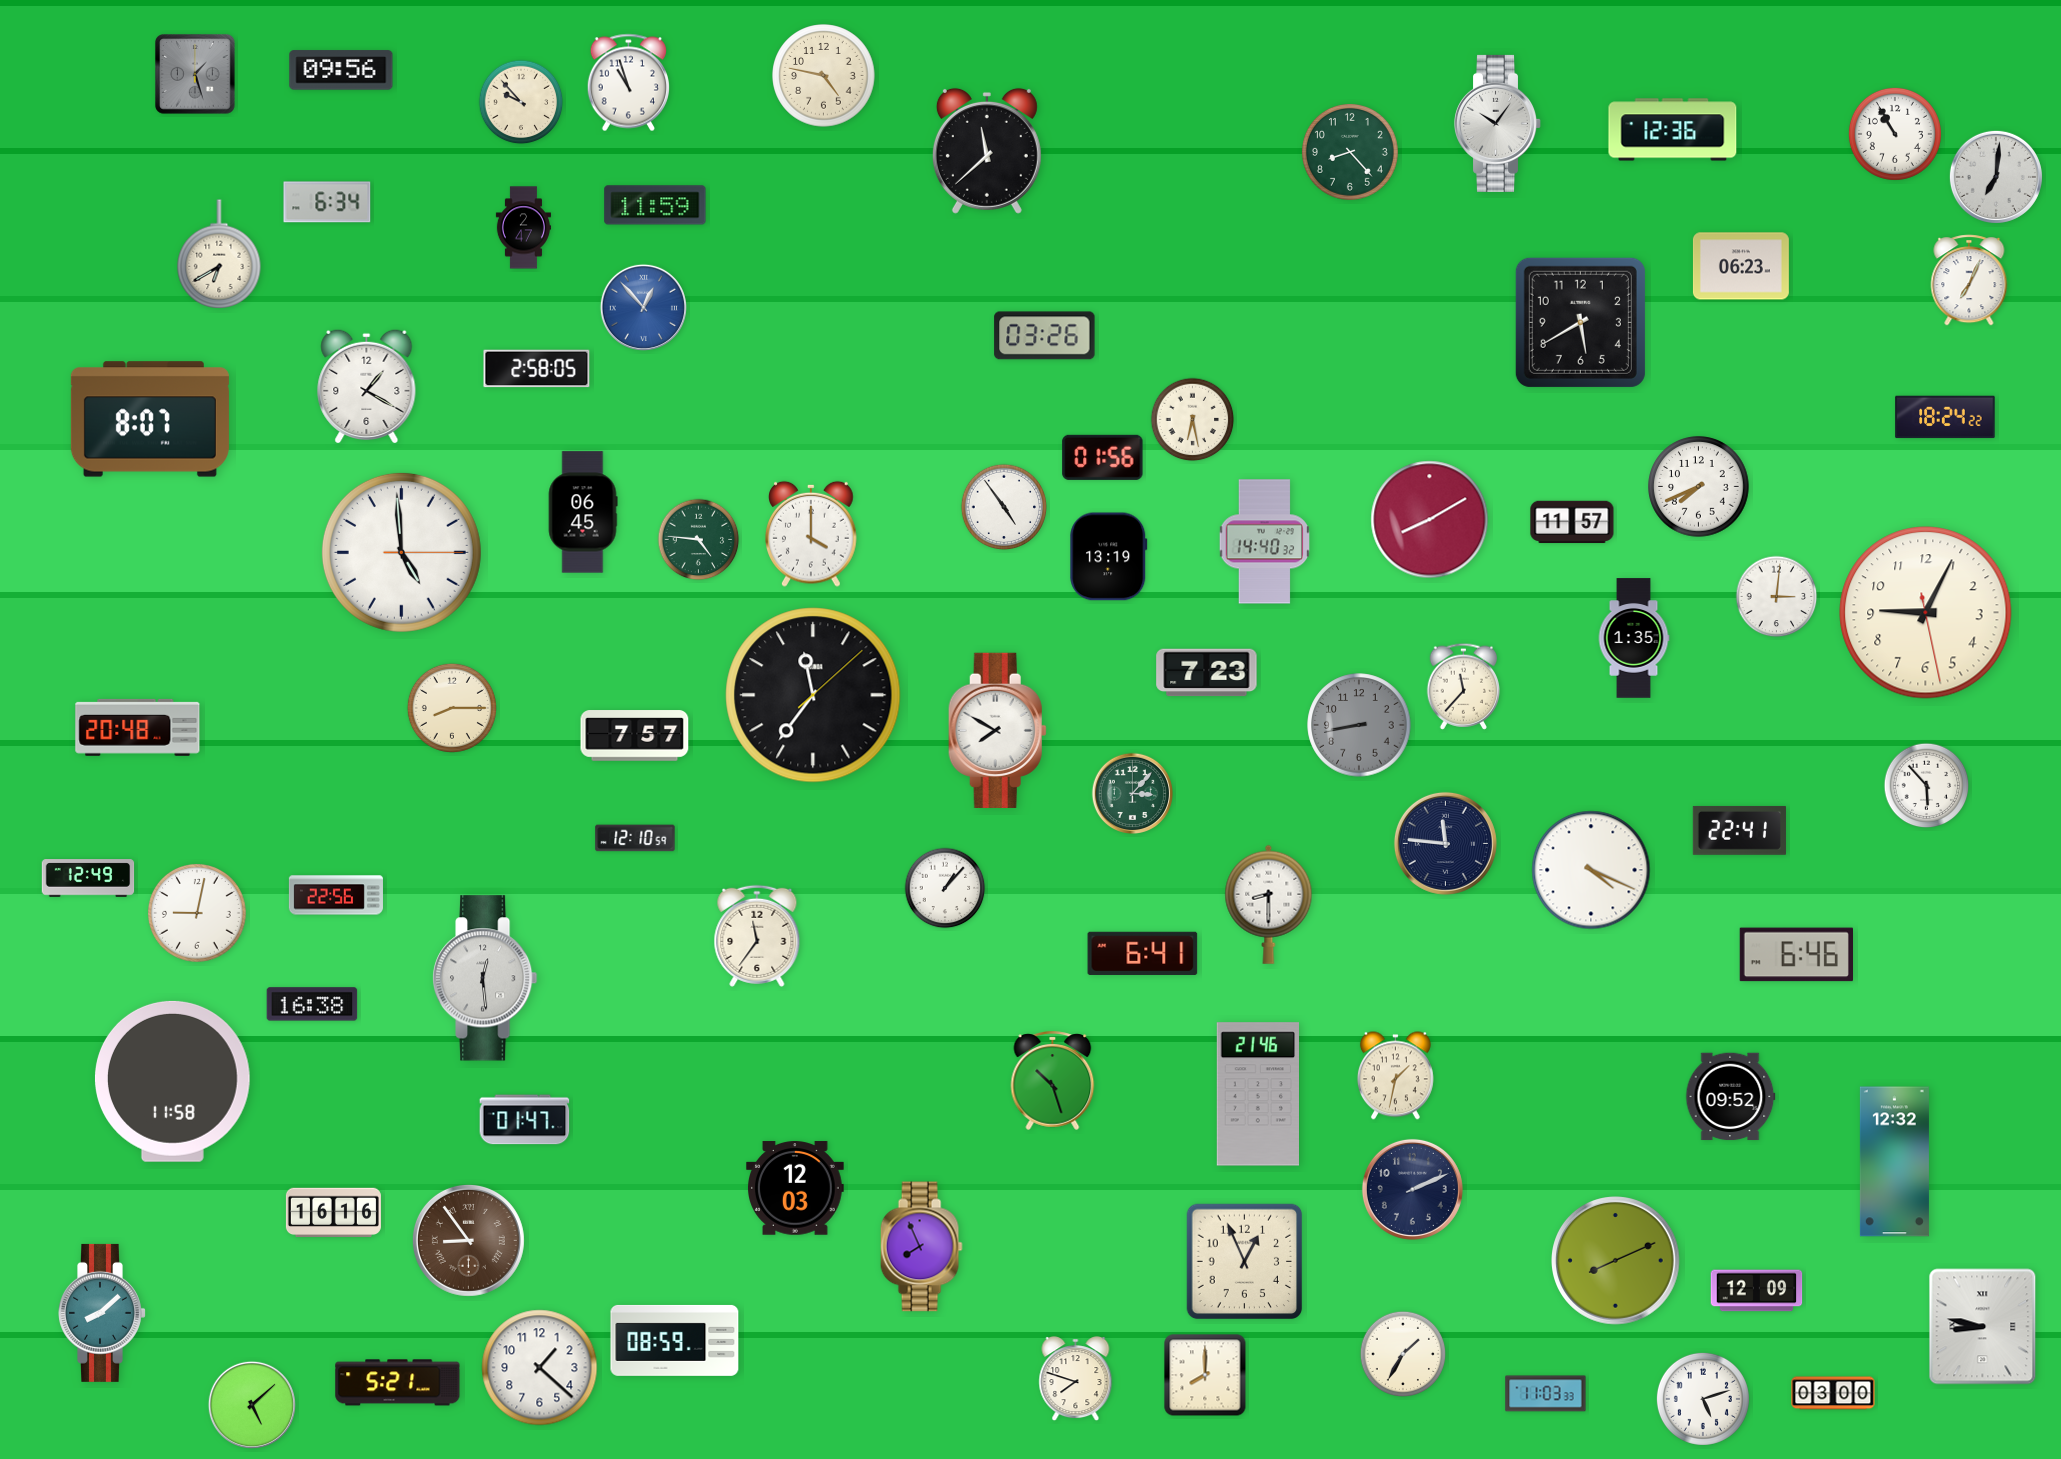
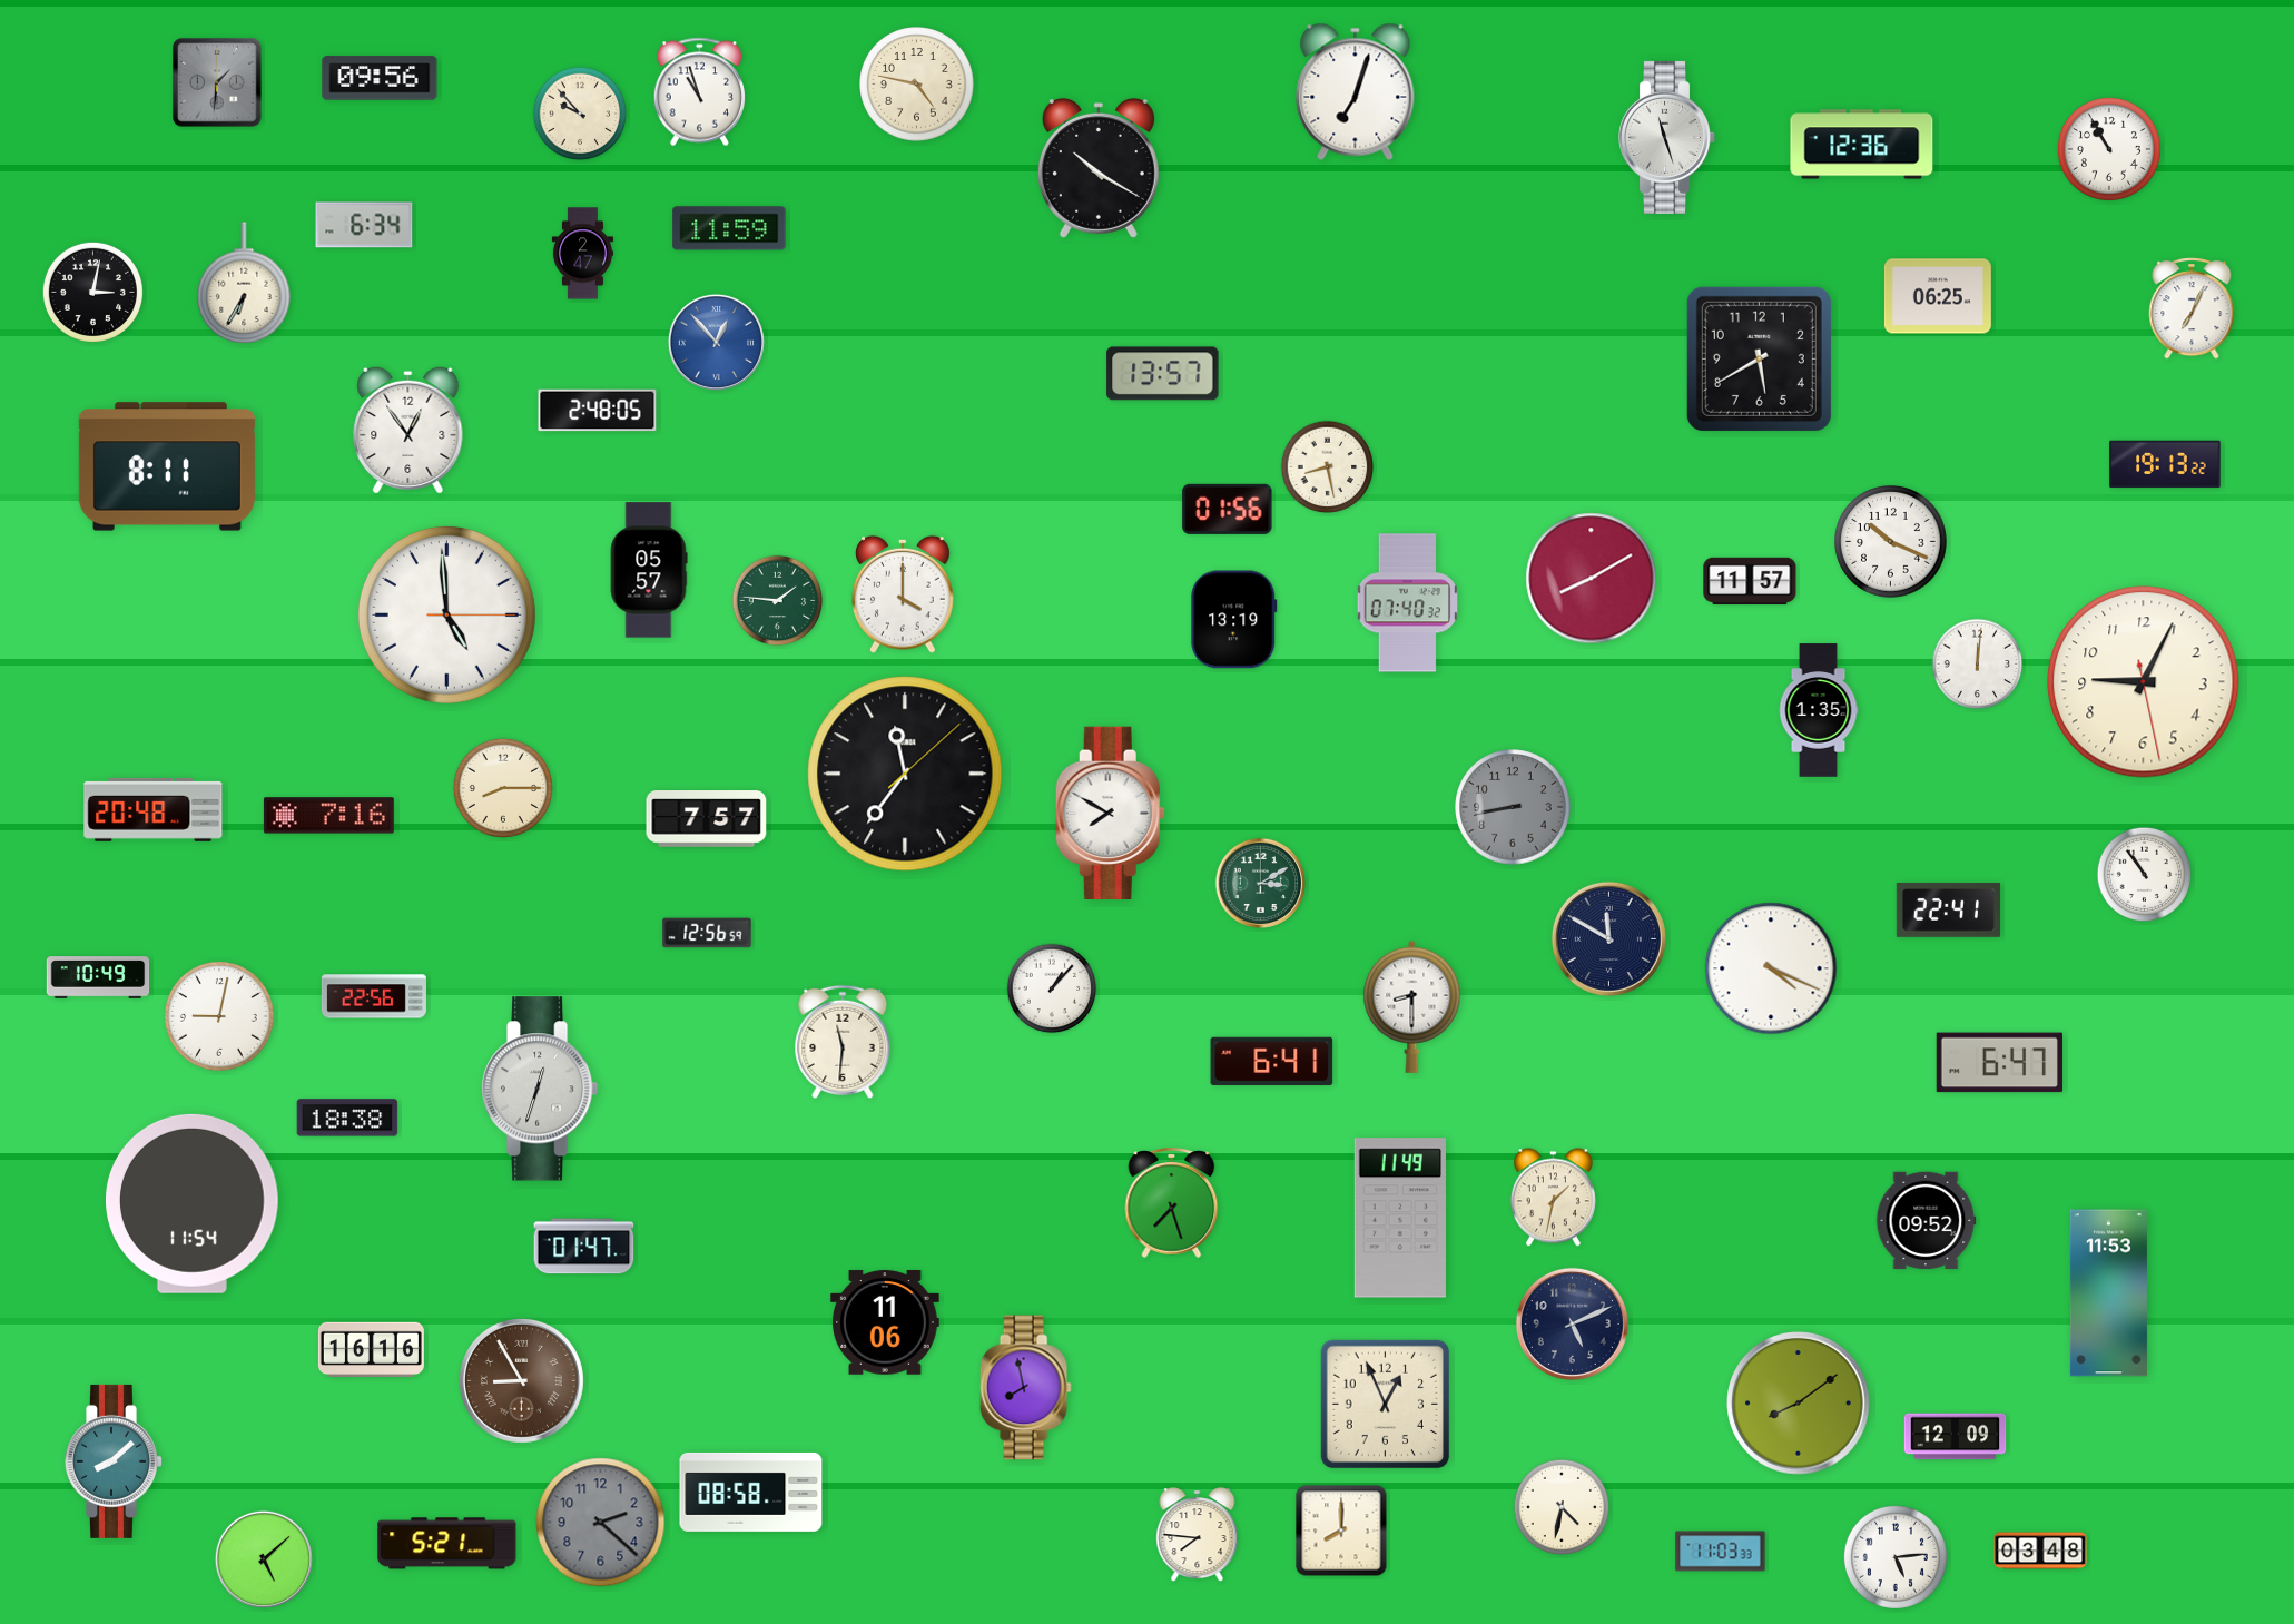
clock at (195, 74): 1:27 -> 1:31
clock at (1356, 91): none -> 7:03
clock at (1498, 123): 10:06 -> 11:27
clock at (987, 151): 11:38 -> 10:20
clock at (1350, 152): 8:23 -> none
clock at (1996, 177): 7:01 -> none
clock at (219, 254): 6:40 -> 6:35
clock at (92, 292): none -> 3:02
clock at (1741, 266): 06:23 -> 06:25
clock at (1969, 280) position: (1969, 280) -> (2192, 308)
clock at (1045, 336): 03:26 -> 13:57
clock at (537, 369): 2:58 -> 2:48
clock at (367, 385): 1:20 -> 12:54
clock at (1945, 417): 18:24 -> 19:13
clock at (150, 419): 8:07 -> 8:11
clock at (1193, 420): 6:28 -> 8:28
clock at (1699, 487): 7:41 -> 10:19
clock at (1004, 507): 4:54 -> none
clock at (583, 512): 06:45 -> 05:57
clock at (699, 540): 4:46 -> 1:46
clock at (1264, 542): 14:40 -> 07:40
clock at (1777, 597): 3:01 -> 12:01
clock at (1207, 673): 7:23 -> none
clock at (1464, 686): 11:37 -> none
clock at (328, 816): none -> 7:16
clock at (1927, 786): 5:53 -> 10:54
clock at (1132, 793): 3:07 -> 3:10
clock at (1739, 830) position: (1739, 830) -> (1948, 909)
clock at (635, 838): 12:10 -> 12:56
clock at (1445, 843): 11:46 -> 11:50
clock at (88, 878): 12:49 -> 10:49
clock at (757, 936): 11:36 -> 11:31
clock at (1796, 955): 6:46 -> 6:47
clock at (485, 978): 12:29 -> 12:33
clock at (312, 1004): 16:38 -> 18:38
clock at (1053, 1080): 10:27 -> 7:27
clock at (172, 1081): 11:58 -> 11:54
clock at (1257, 1094): 21:46 -> 11:49
clock at (1894, 1162): 12:32 -> 11:53
clock at (796, 1188): 12:03 -> 11:06
clock at (1412, 1189): 2:11 -> 5:11
clock at (468, 1240): 8:54 -> 8:55
clock at (921, 1247): 7:56 -> 7:58
clock at (1616, 1261): 8:11 -> 8:09
clock at (1983, 1327): 8:47 -> none
clock at (675, 1340): 08:59 -> 08:58
clock at (1403, 1354): 1:35 -> 4:32
clock at (540, 1368): 1:22 -> 2:22
clock at (540, 1368) dial: white -> grey
clock at (1076, 1379): 7:48 -> 7:46
clock at (398, 1383) position: (398, 1383) -> (447, 1544)
clock at (1833, 1393): 03:00 -> 03:48
clock at (1703, 1399): 5:12 -> 5:14
clock at (252, 1405) position: (252, 1405) -> (264, 1559)
